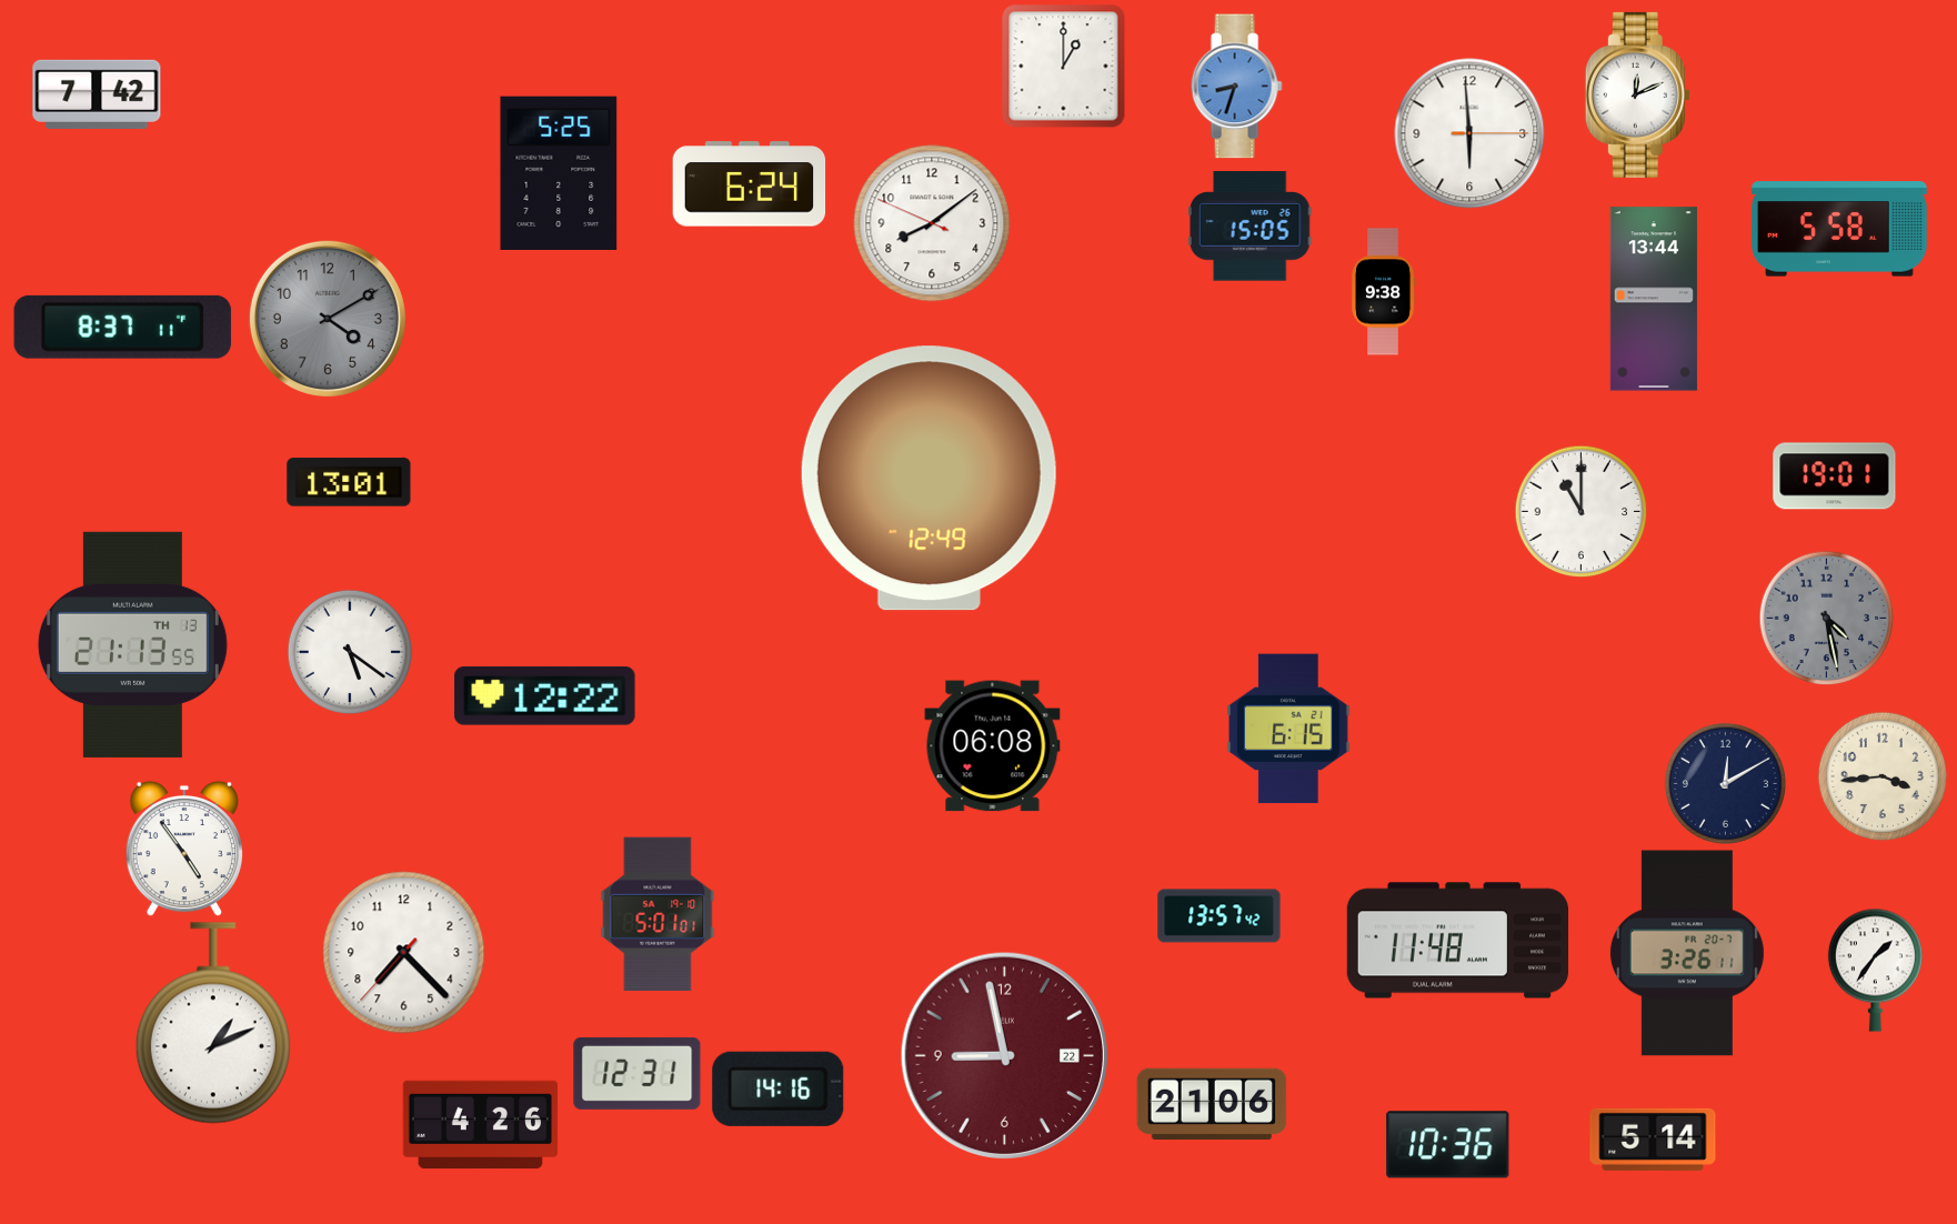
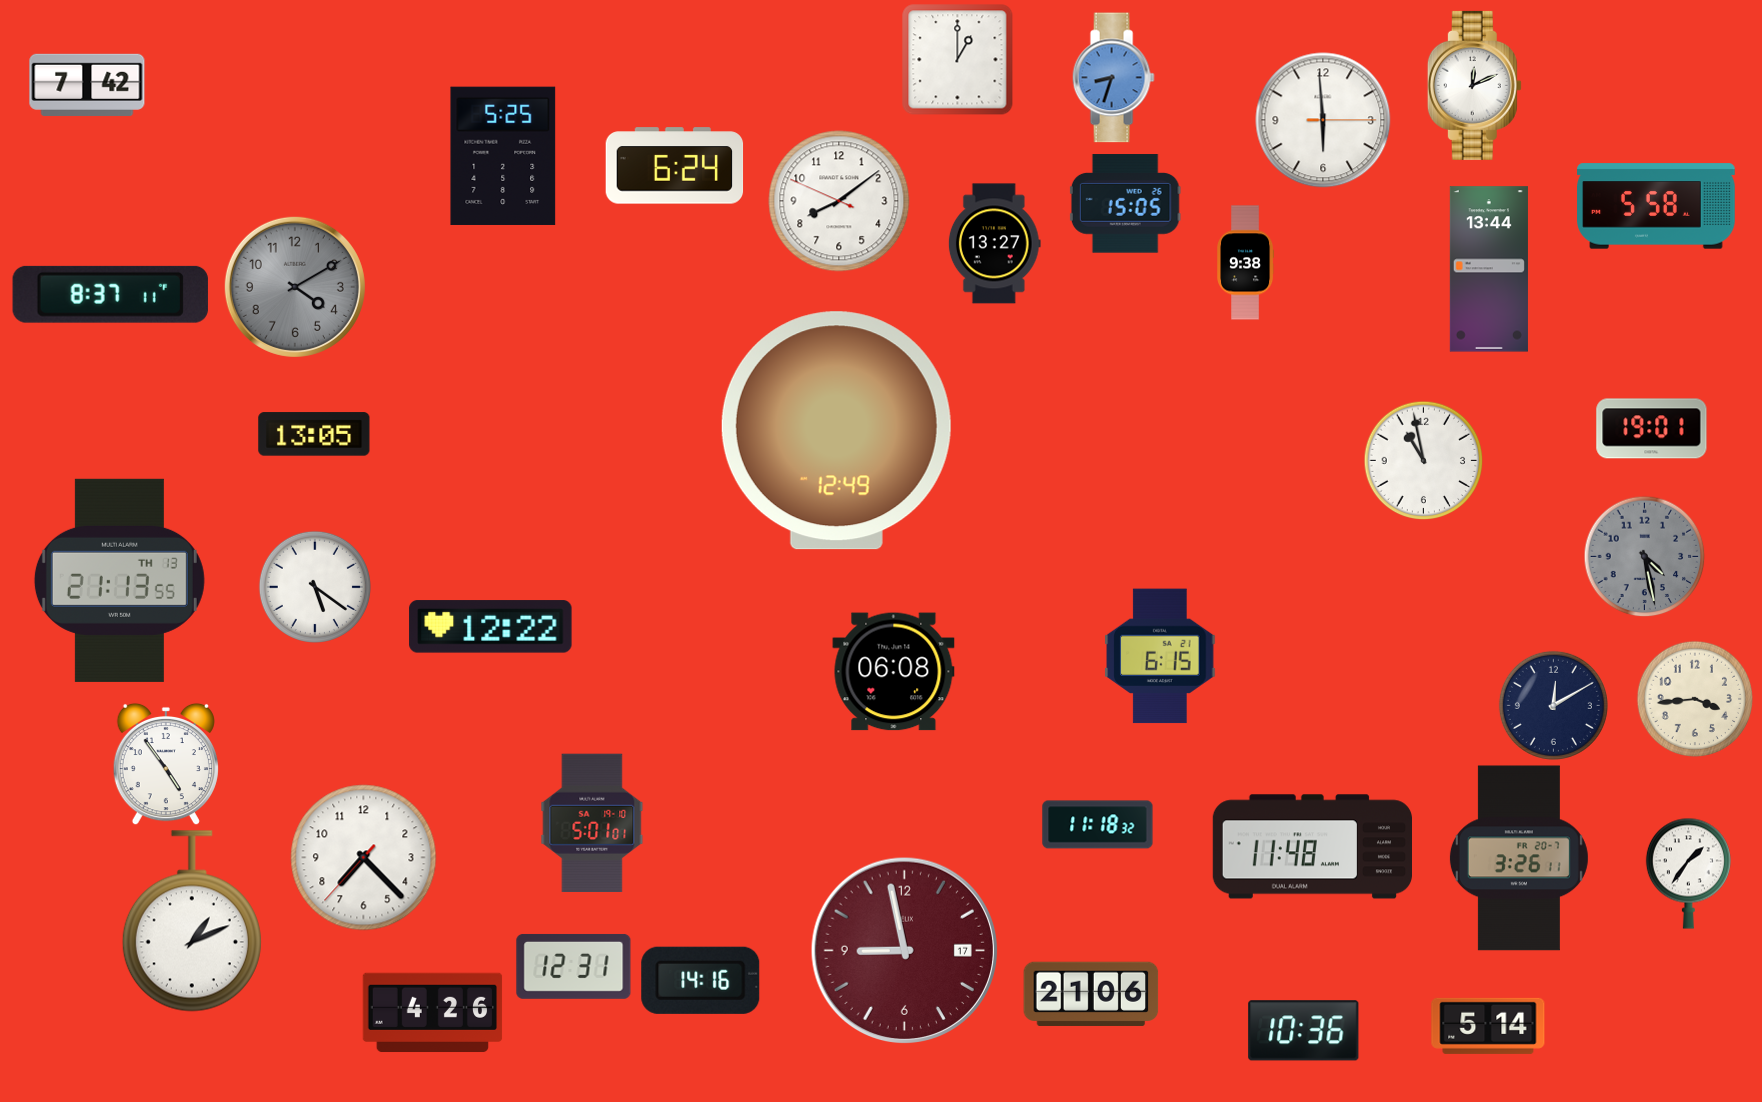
clock at (994, 244): none -> 13:27
clock at (349, 482): 13:01 -> 13:05
clock at (1580, 511): 11:00 -> 10:58
clock at (1220, 916): 13:57 -> 11:18
clock at (1005, 1056) date: 22 -> 17
